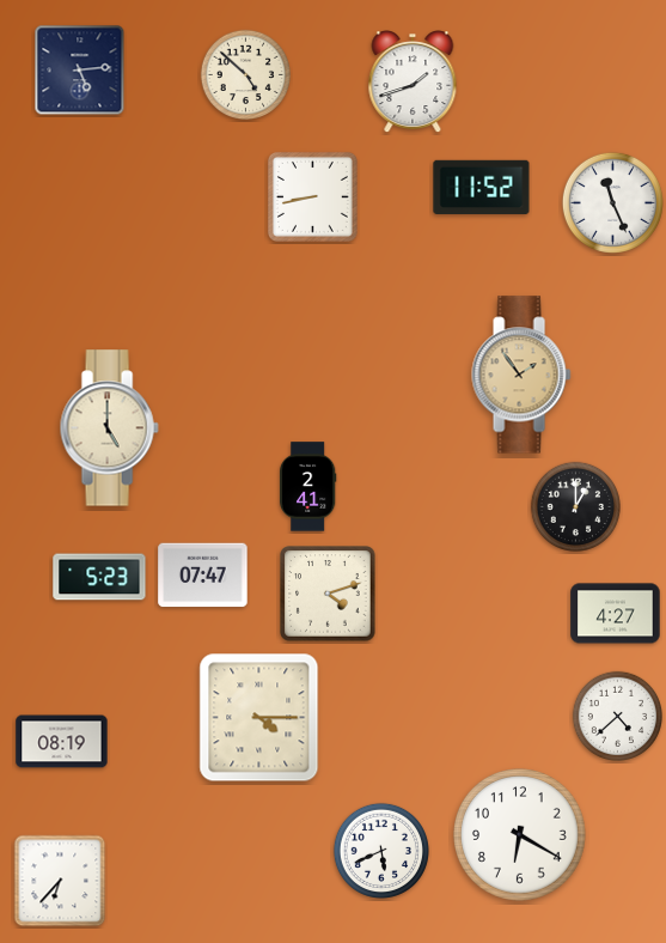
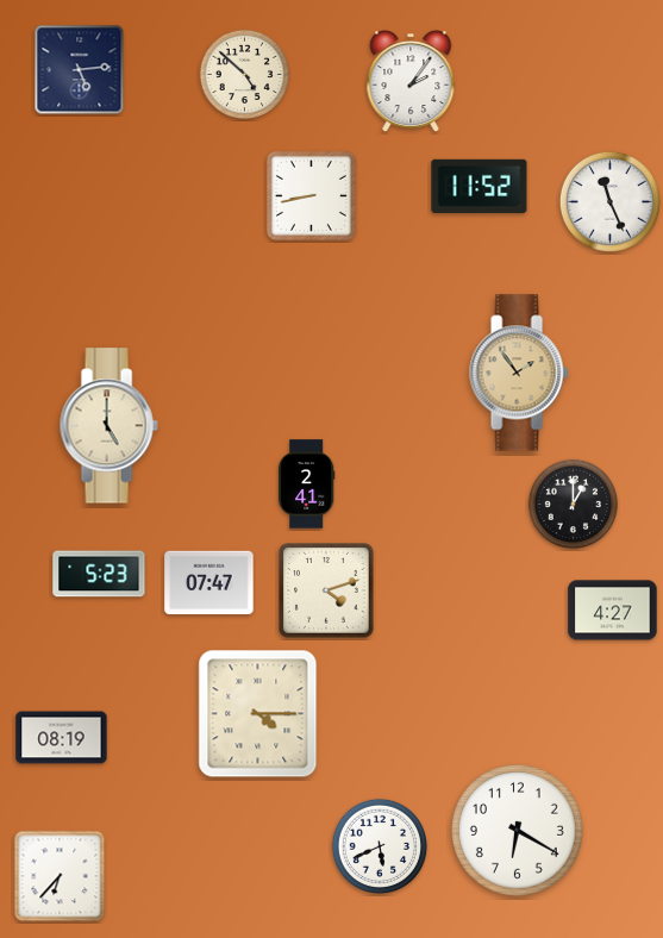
clock at (413, 83): 1:42 -> 2:06
clock at (203, 576) position: (203, 576) -> (209, 583)
clock at (617, 716): 4:38 -> none
